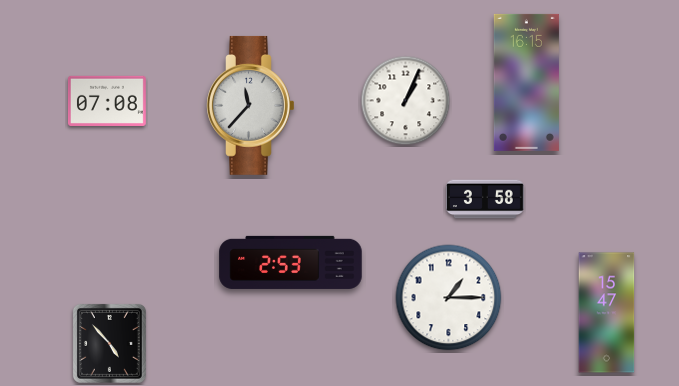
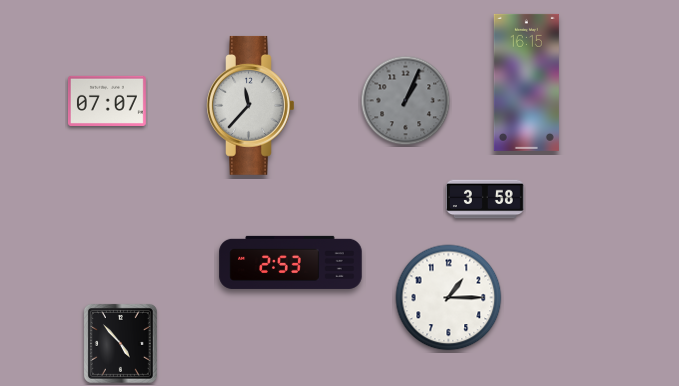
clock at (107, 101): 07:08 -> 07:07
clock at (406, 101) dial: white -> grey
clock at (607, 313): 15:47 -> none
clock at (109, 343) position: (109, 343) -> (120, 343)
